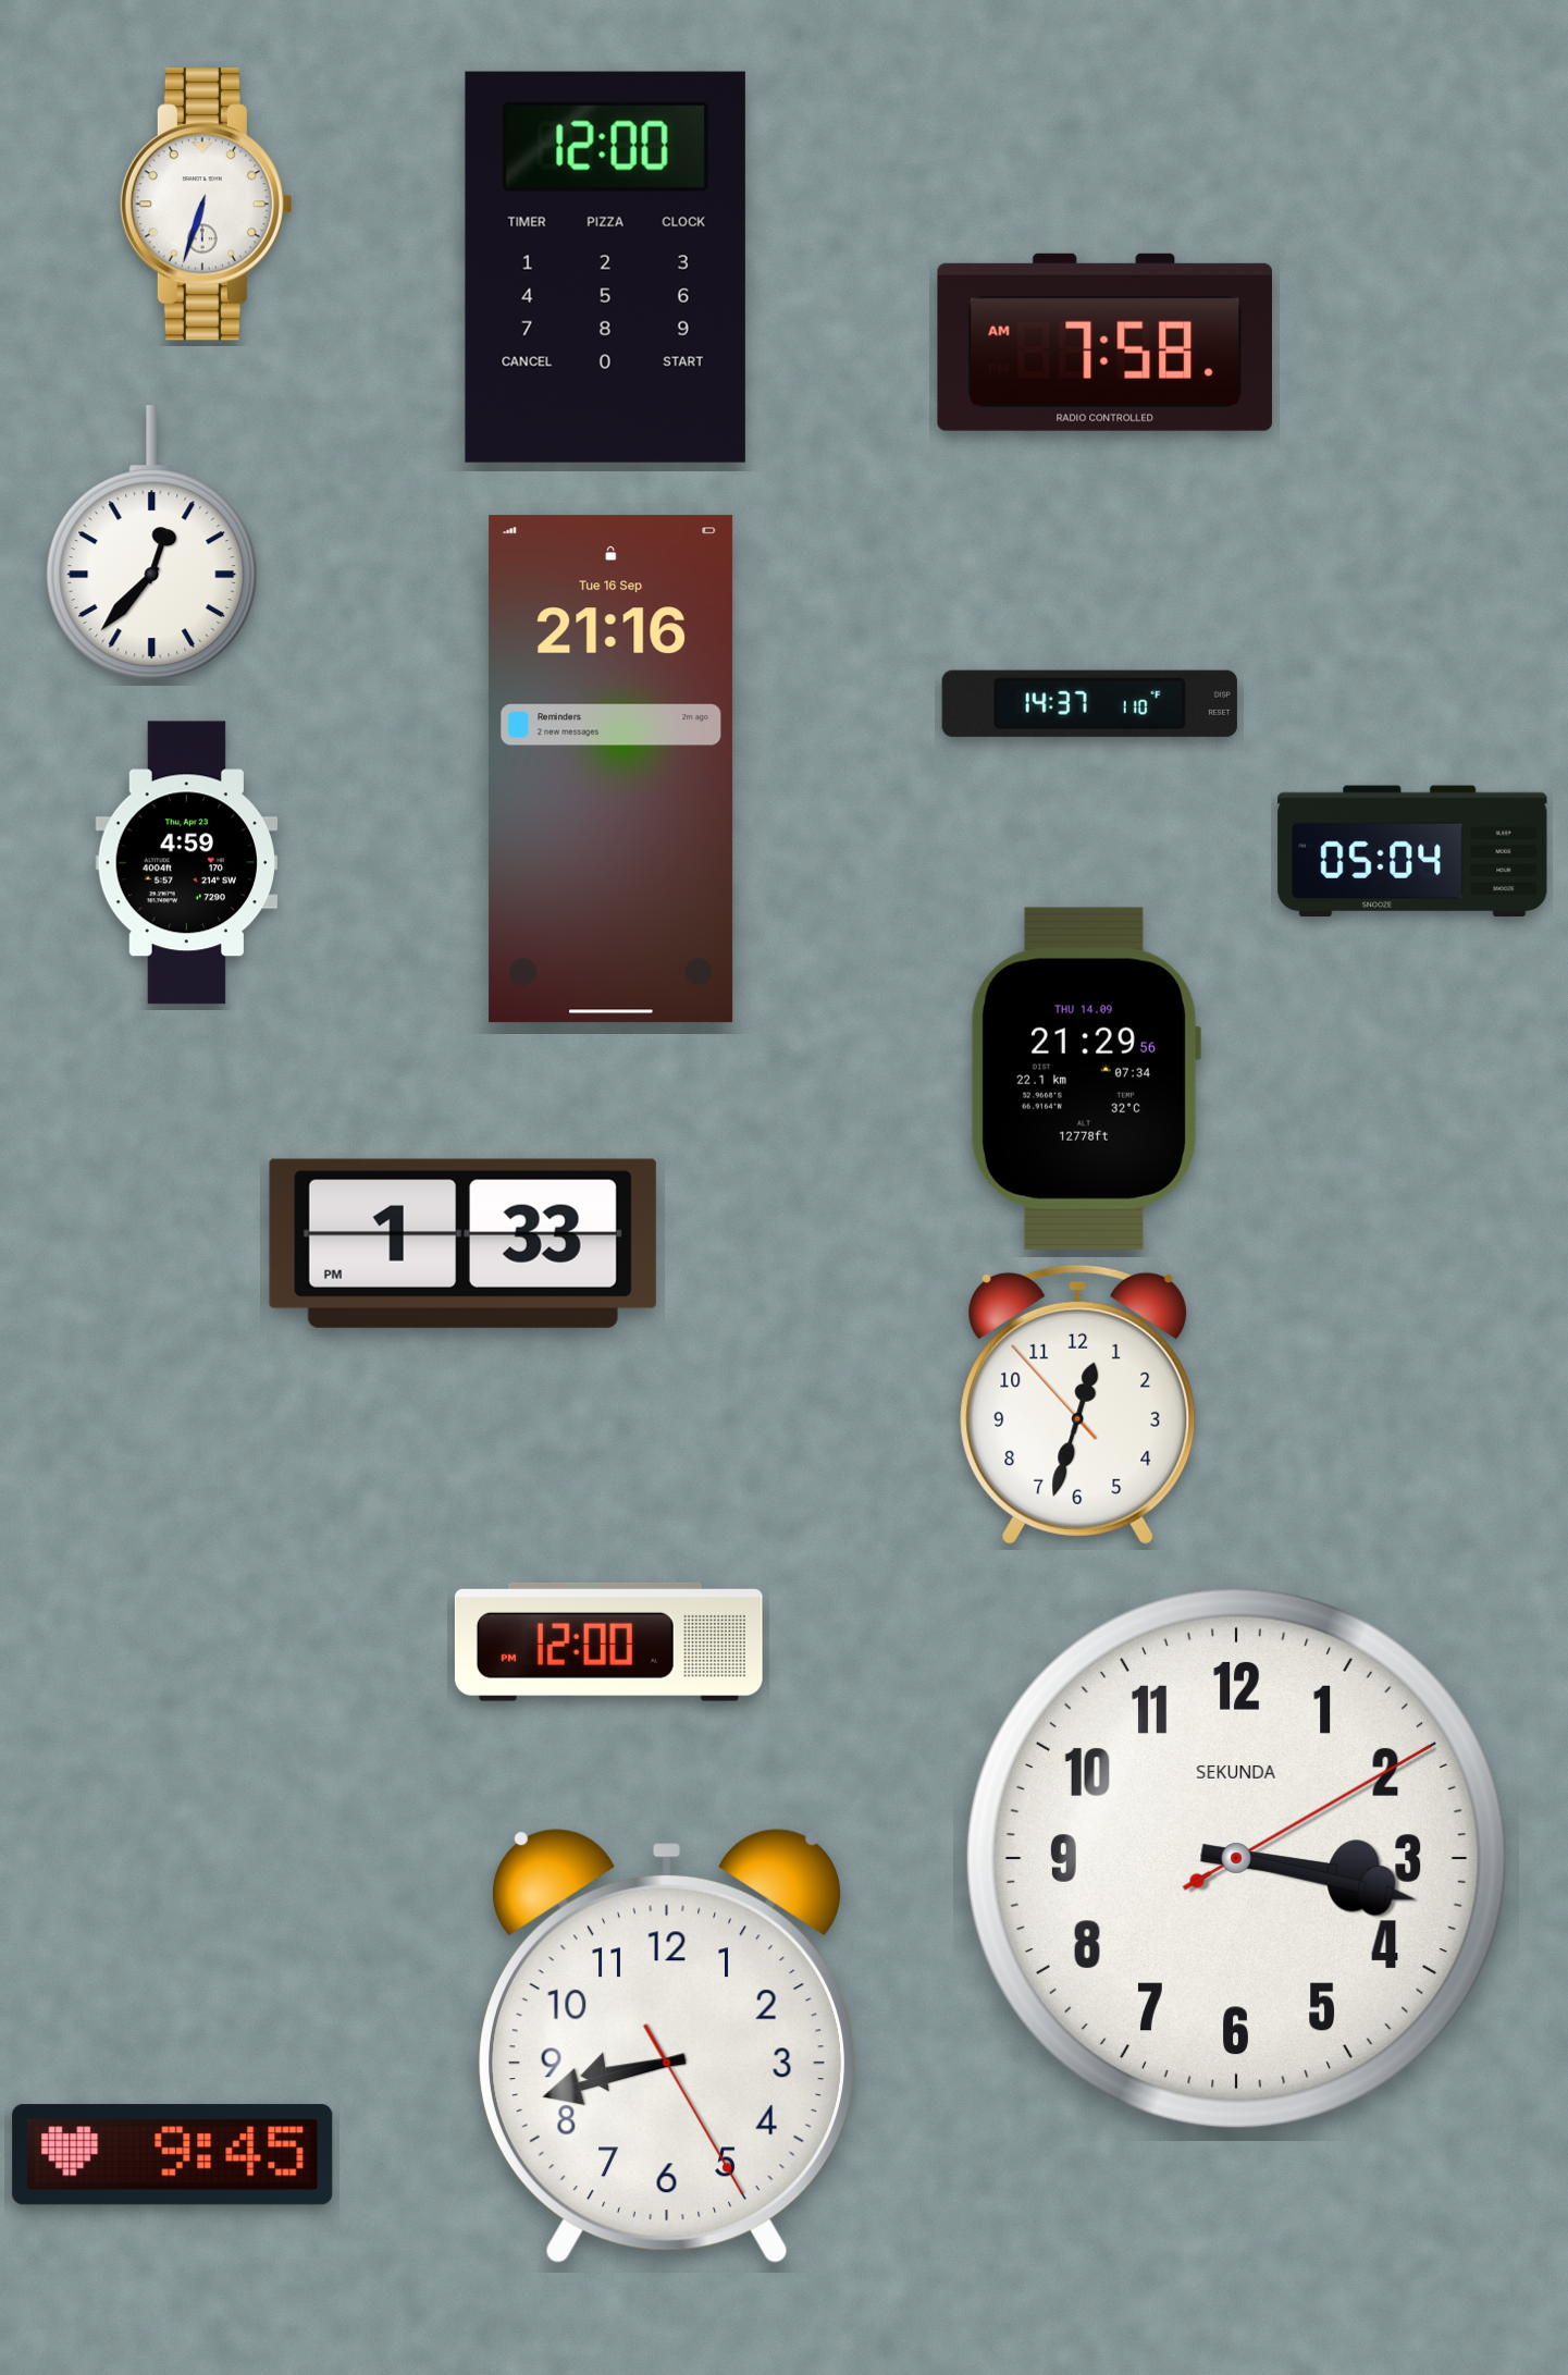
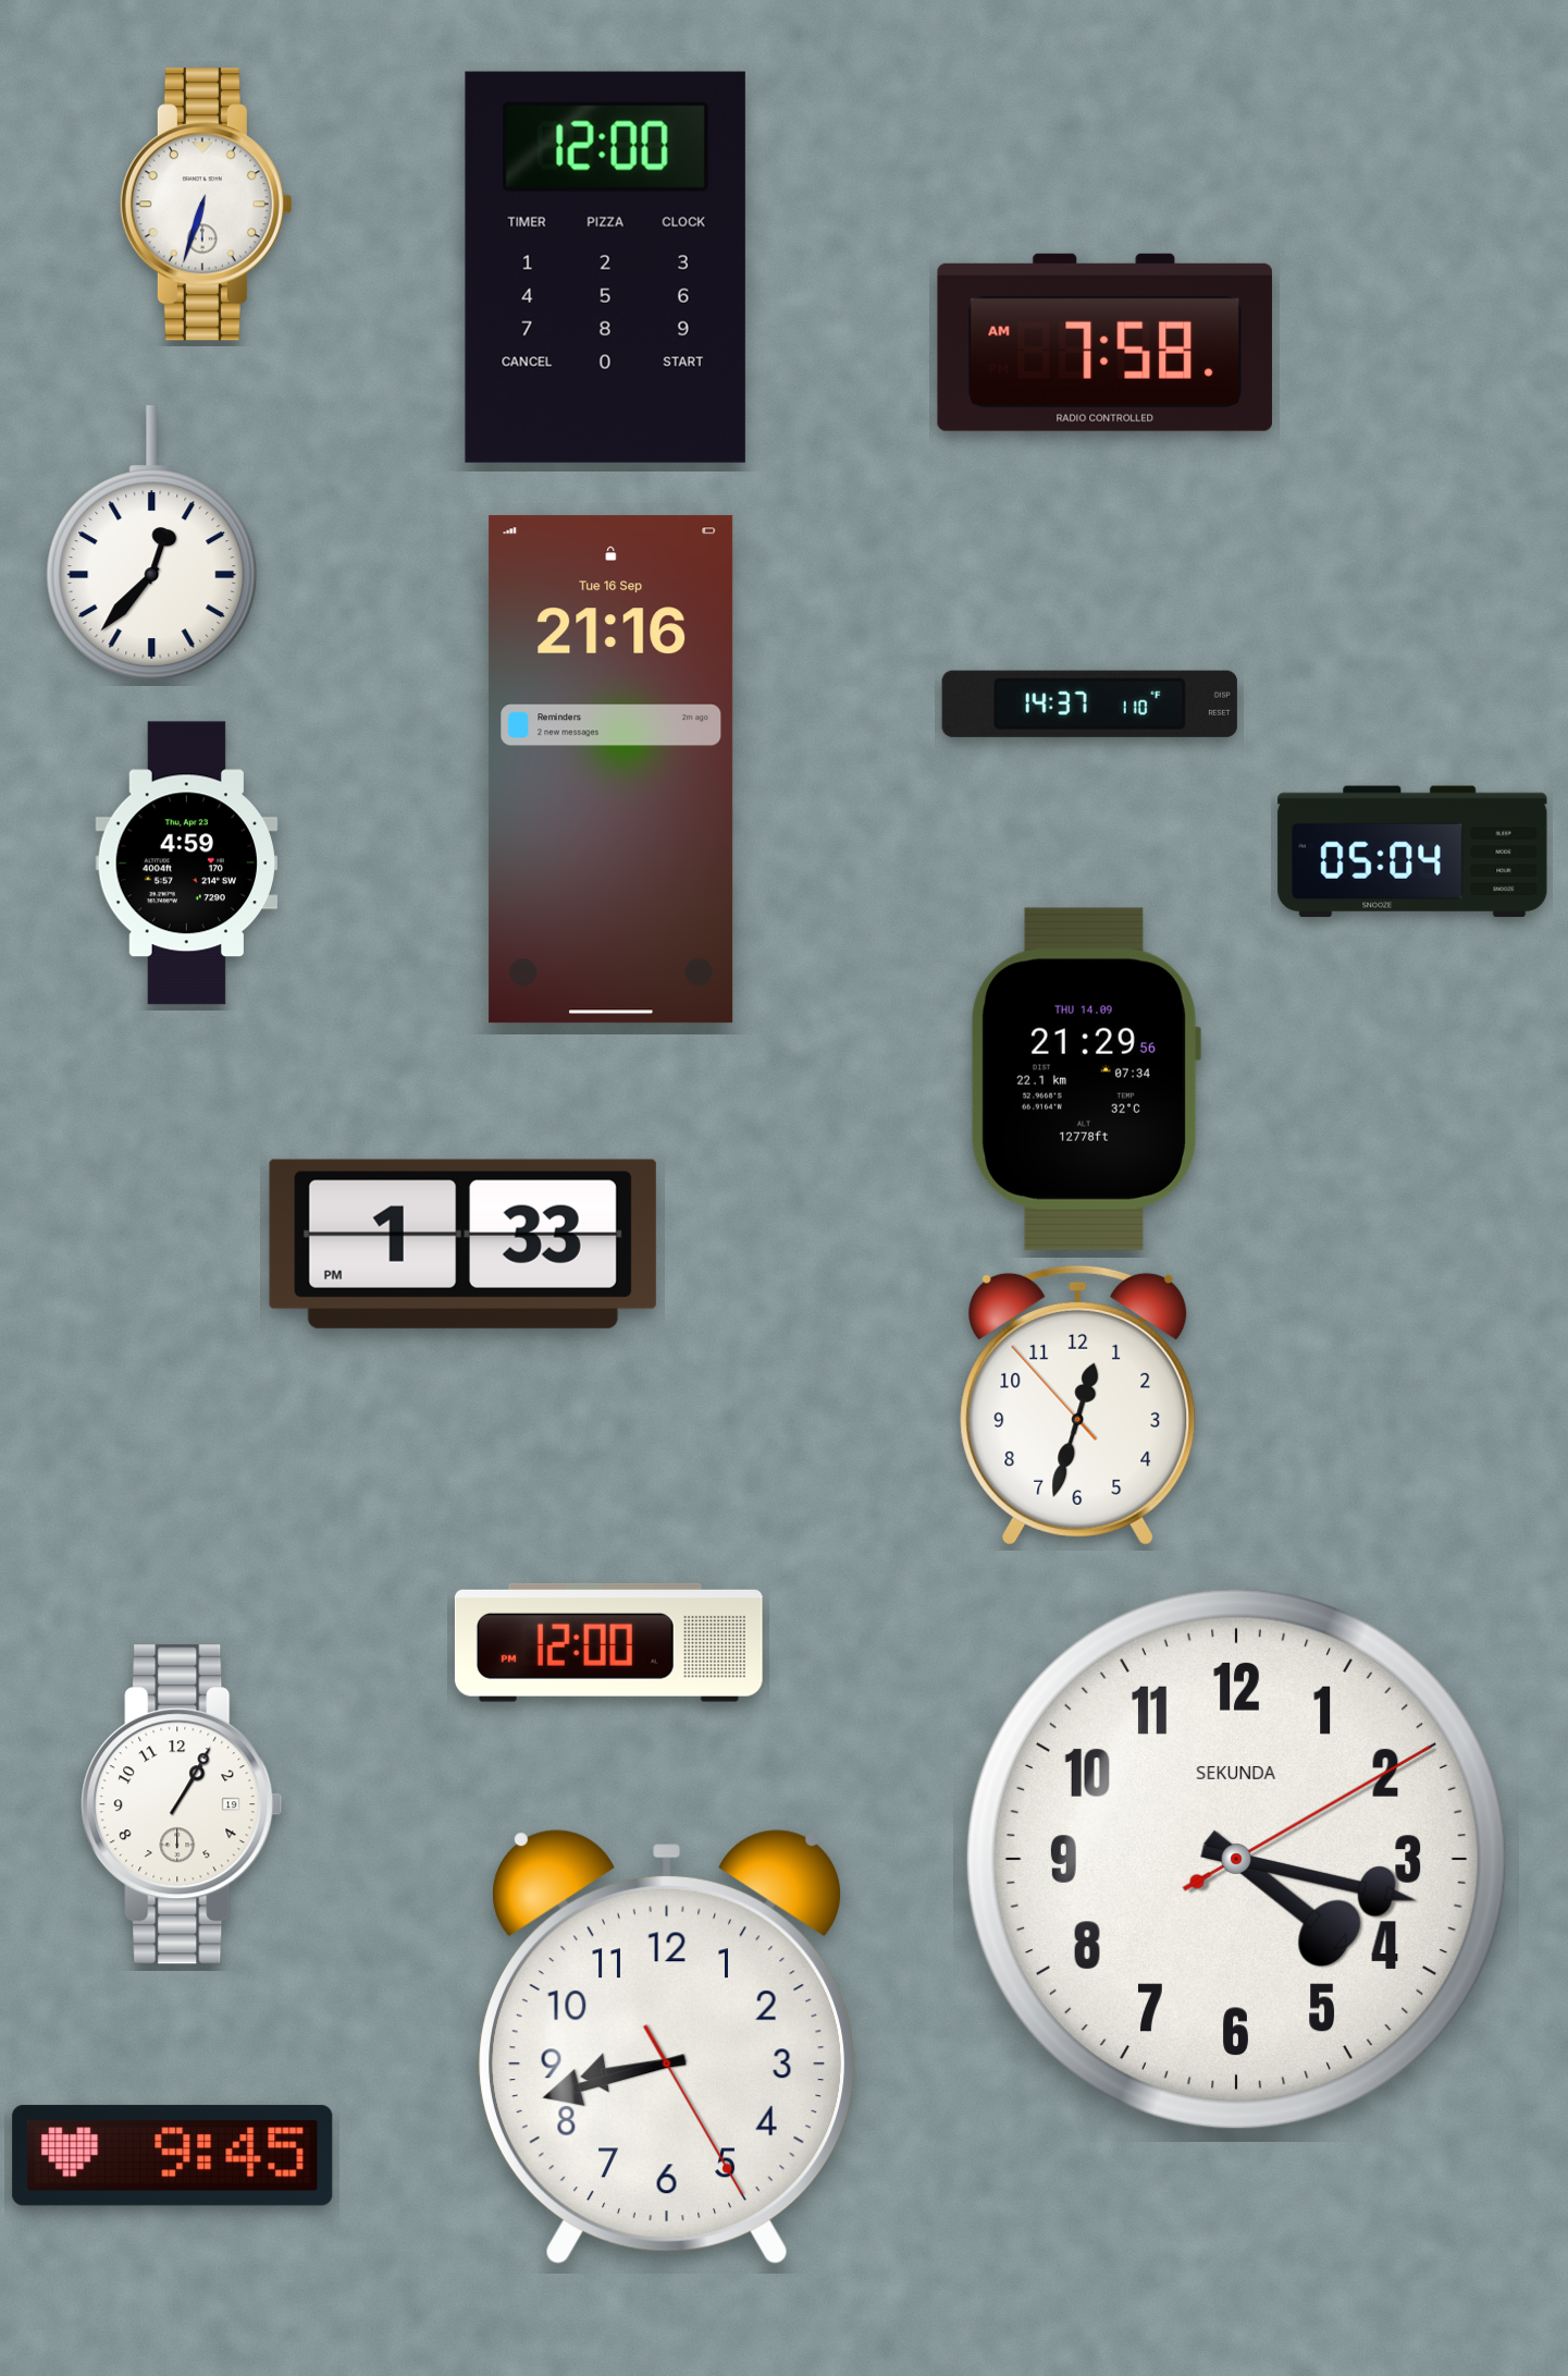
clock at (182, 1804): none -> 1:05
clock at (1236, 1858): 3:17 -> 4:17
